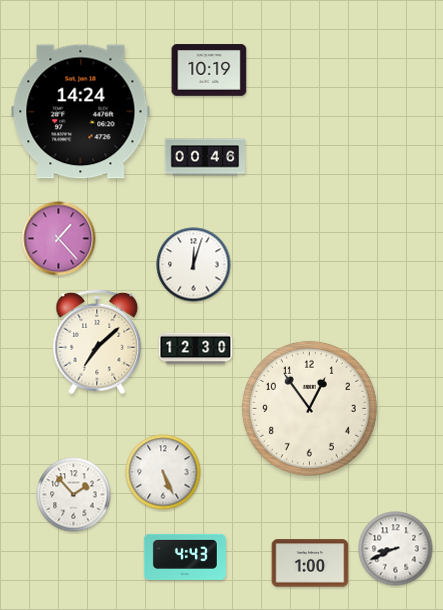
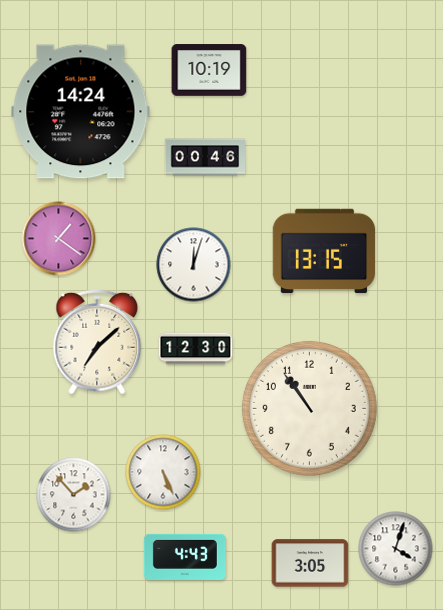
clock at (59, 239): 1:23 -> 1:21
clock at (324, 251): none -> 13:15
clock at (309, 408): 12:54 -> 10:54
clock at (396, 549): 8:41 -> 4:03
clock at (310, 563): 1:00 -> 3:05
